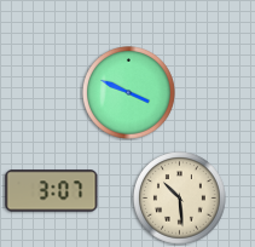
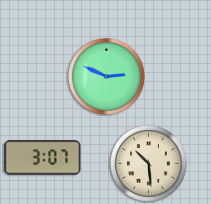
clock at (129, 93): 3:49 -> 2:49
